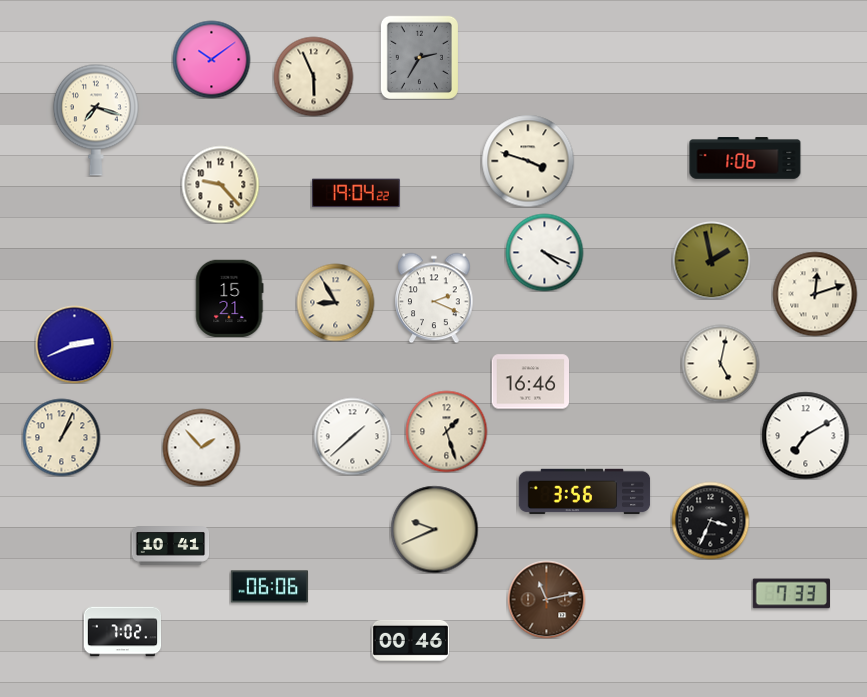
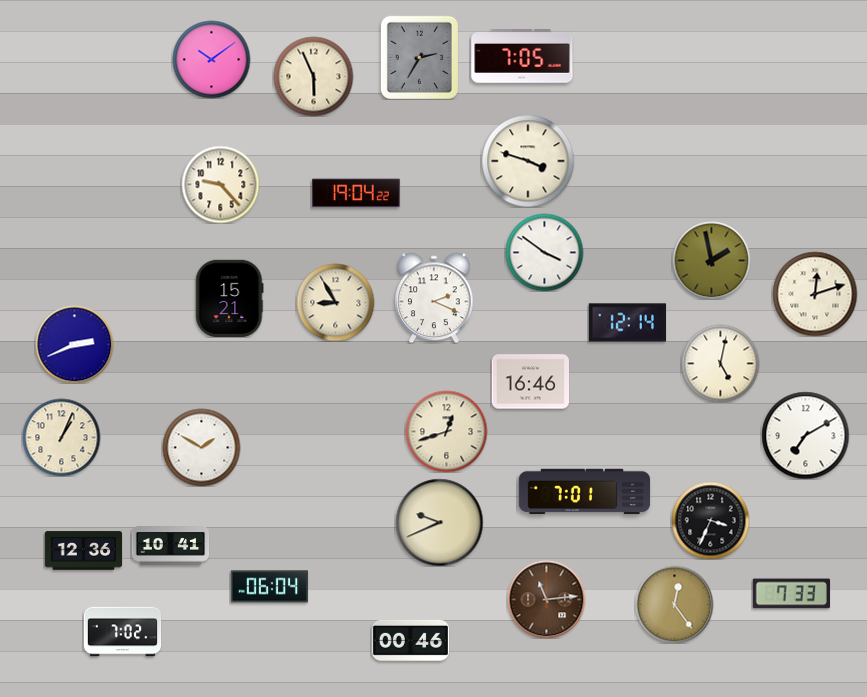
clock at (522, 56): none -> 7:05
clock at (96, 120): 7:18 -> none
clock at (745, 158): 1:06 -> none
clock at (544, 252): 4:19 -> 3:51
clock at (627, 323): none -> 12:14
clock at (446, 431): 1:27 -> 12:42
clock at (352, 436): 1:38 -> none
clock at (201, 447): 1:53 -> 1:50
clock at (585, 492): 3:56 -> 7:01
clock at (434, 529) position: (434, 529) -> (439, 522)
clock at (83, 551): none -> 12:36
clock at (269, 587): 06:06 -> 06:04
clock at (546, 599): 11:13 -> 11:14
clock at (674, 604): none -> 12:24
